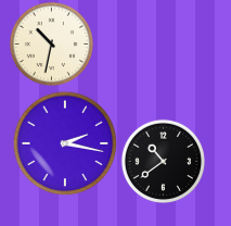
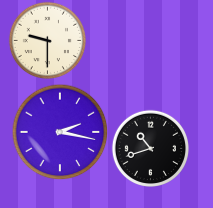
clock at (51, 43): 10:32 -> 9:30
clock at (163, 161): 10:39 -> 10:42
